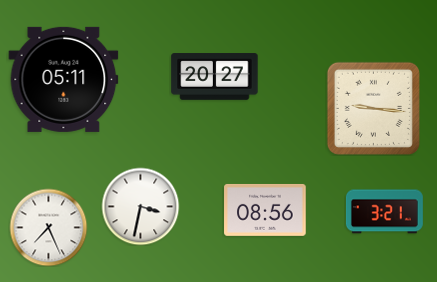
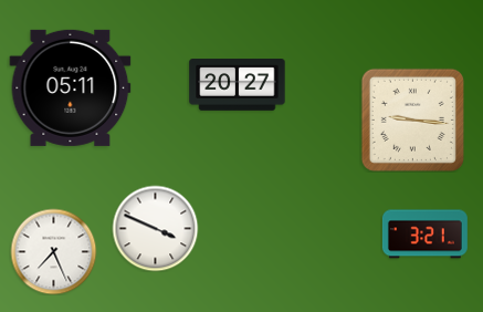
clock at (140, 206): 3:32 -> 3:49
clock at (265, 210): 08:56 -> none
